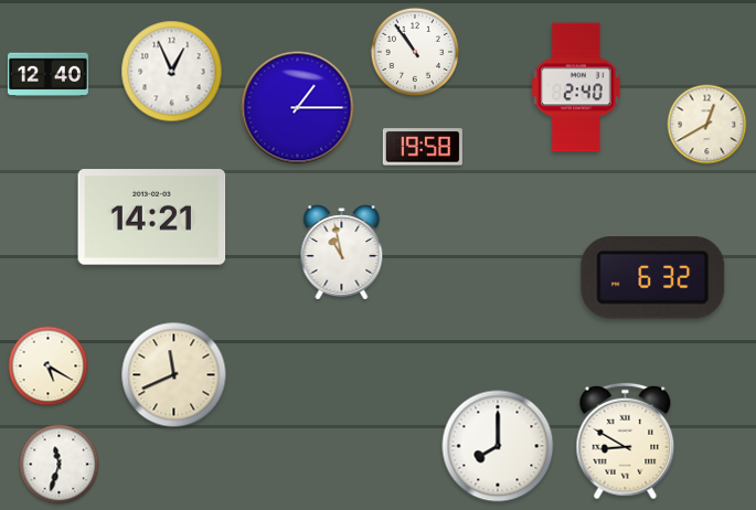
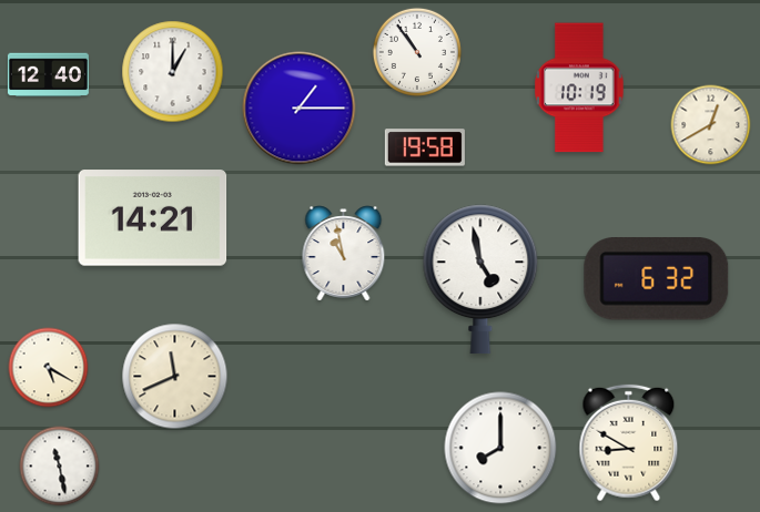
clock at (172, 72): 12:56 -> 1:00
clock at (576, 87): 2:40 -> 10:19
clock at (480, 279): none -> 4:58
clock at (60, 465): 11:33 -> 11:28
